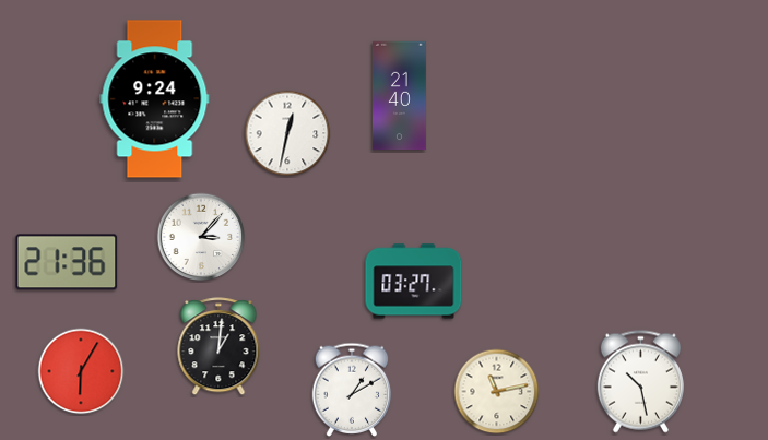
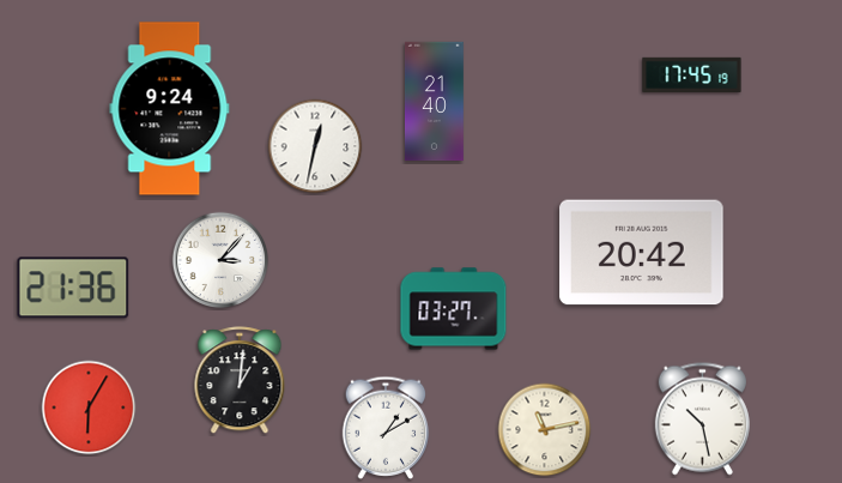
clock at (692, 74): none -> 17:45
clock at (400, 96) position: (400, 96) -> (435, 102)
clock at (642, 253): none -> 20:42
